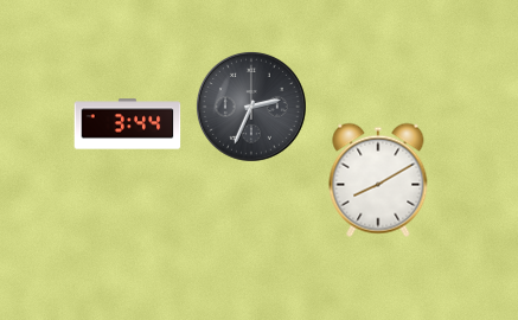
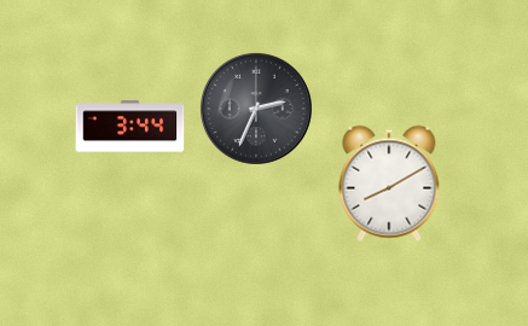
clock at (378, 180) position: (378, 180) -> (389, 184)
